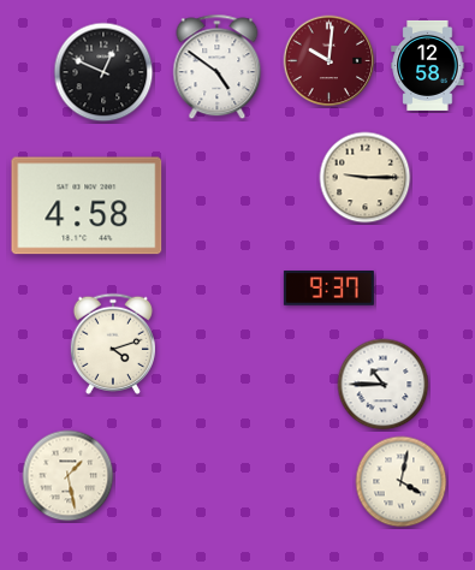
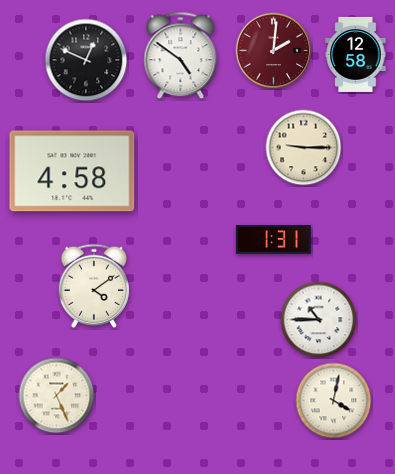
clock at (329, 61): 10:01 -> 2:01
clock at (328, 289): 9:37 -> 1:31
clock at (113, 344): 4:12 -> 4:09
clock at (69, 476): 1:28 -> 1:26
